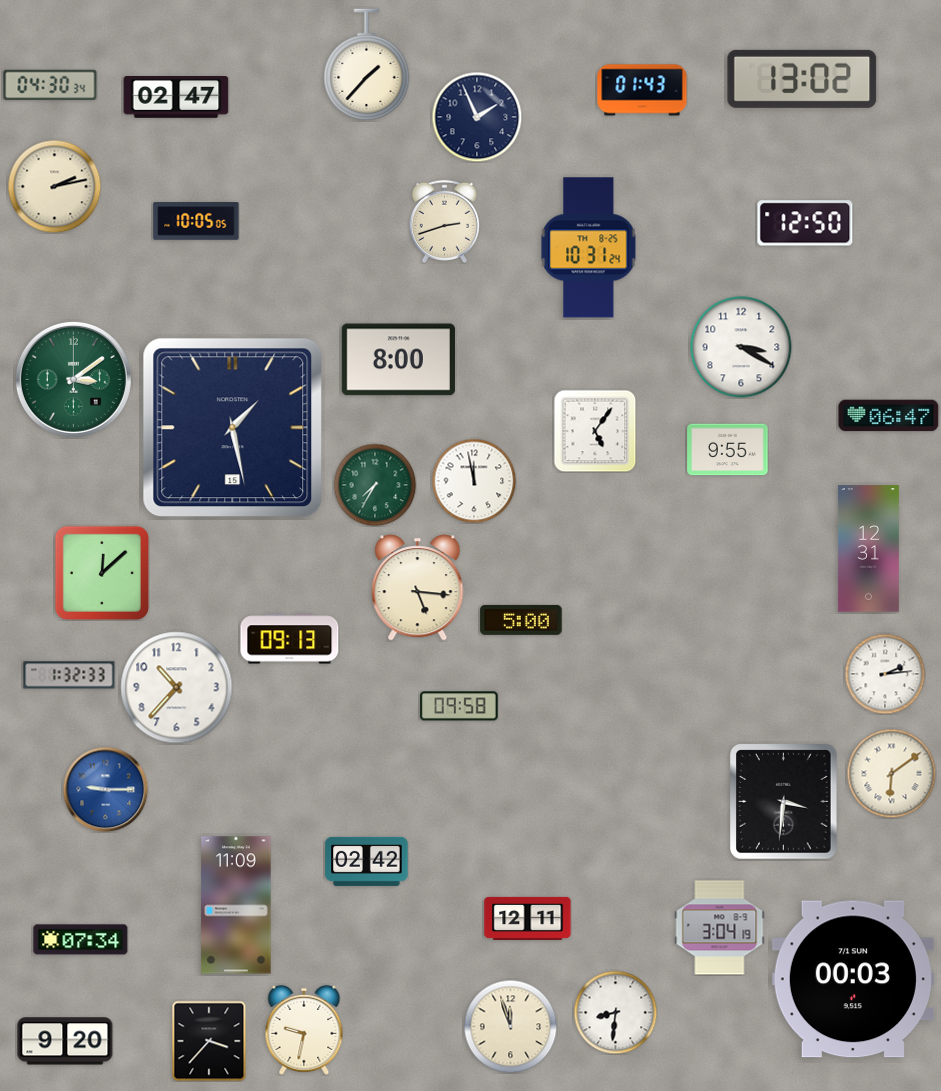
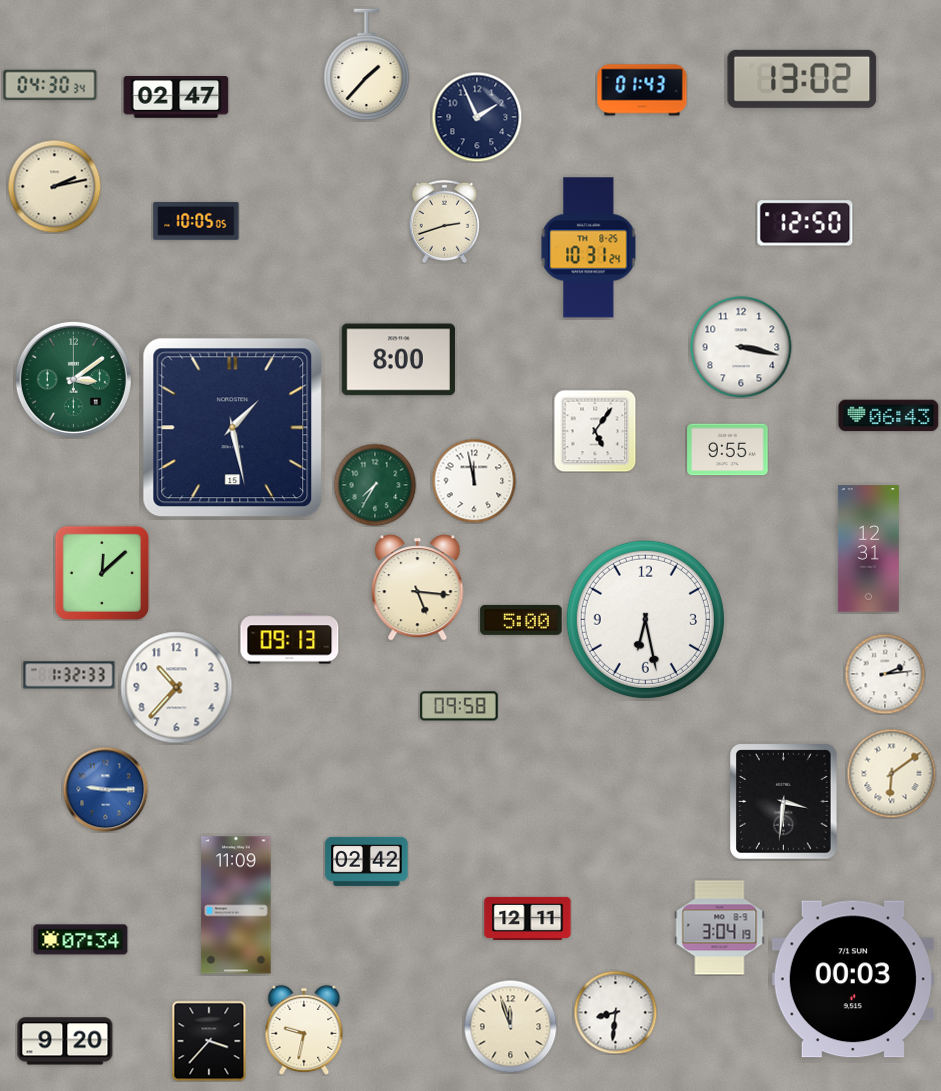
clock at (741, 347): 3:20 -> 3:17
clock at (889, 416): 06:47 -> 06:43
clock at (645, 619): none -> 6:28
